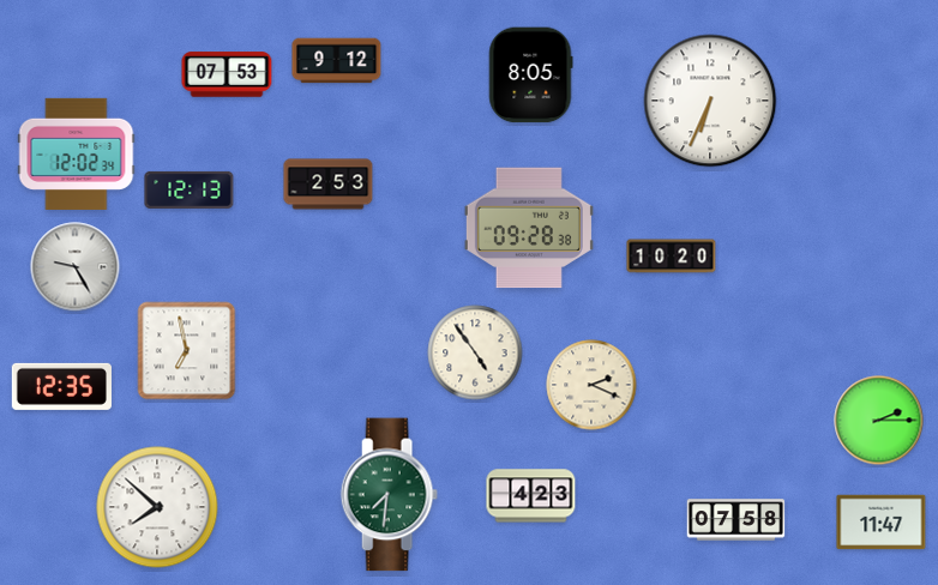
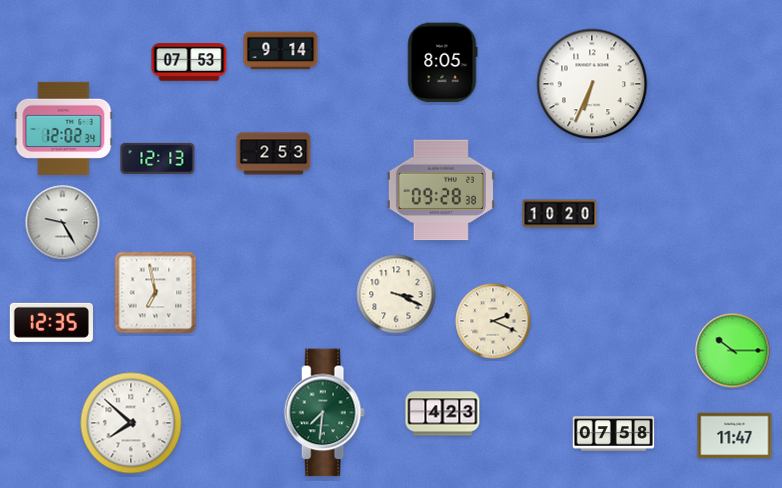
clock at (337, 61): 9:12 -> 9:14
clock at (475, 352): 4:54 -> 3:19
clock at (879, 421): 2:15 -> 10:15
